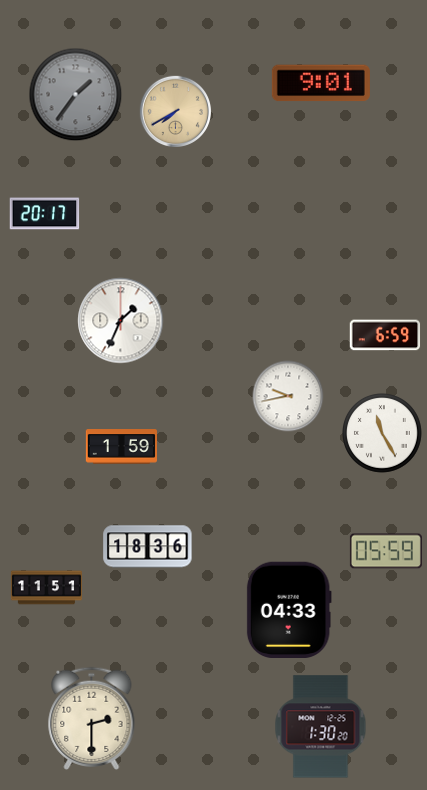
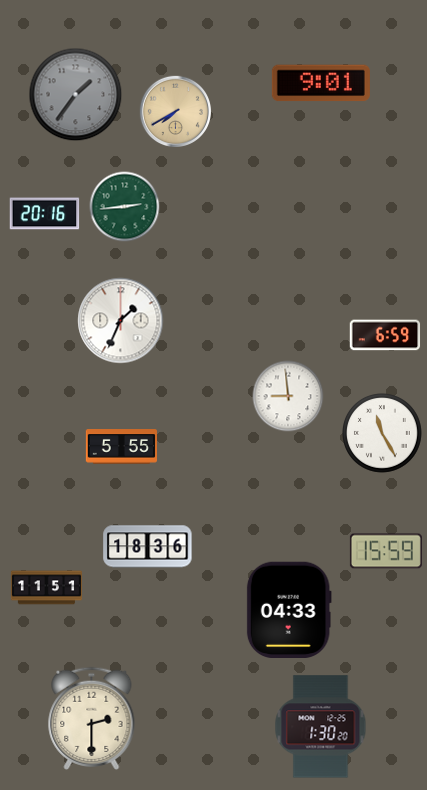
clock at (125, 207): none -> 2:44
clock at (45, 214): 20:17 -> 20:16
clock at (288, 396): 9:43 -> 8:59
clock at (121, 447): 1:59 -> 5:55
clock at (386, 551): 05:59 -> 15:59
